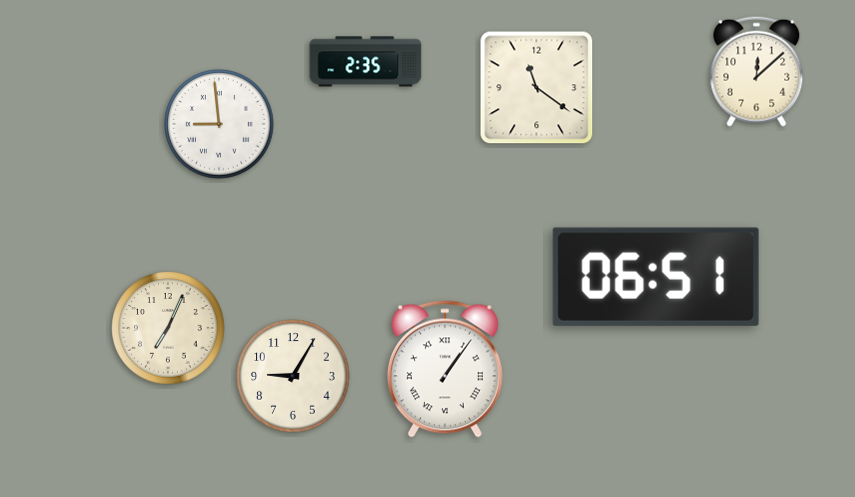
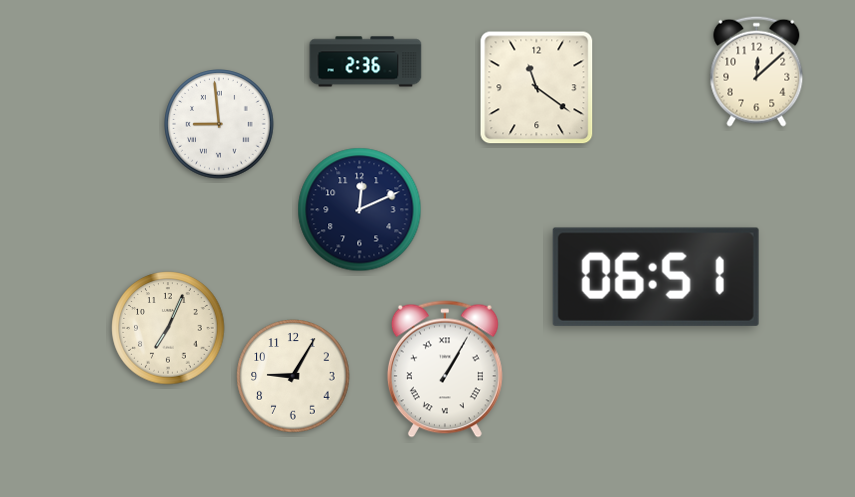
clock at (366, 62): 2:35 -> 2:36
clock at (360, 210): none -> 12:11
clock at (445, 369): 1:06 -> 1:05
